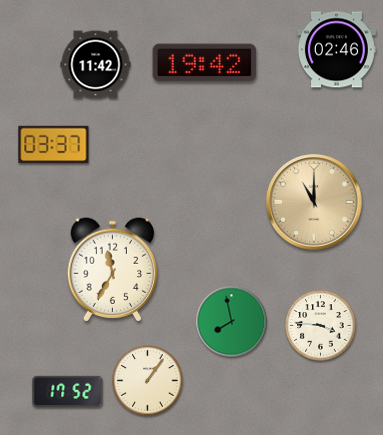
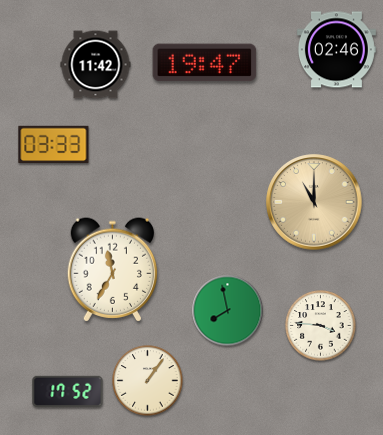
clock at (205, 63): 19:42 -> 19:47
clock at (54, 145): 03:37 -> 03:33
clock at (232, 322) position: (232, 322) -> (228, 311)
